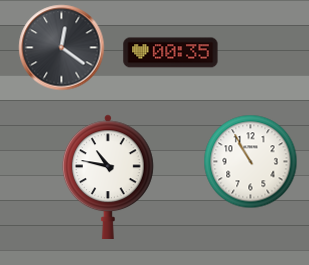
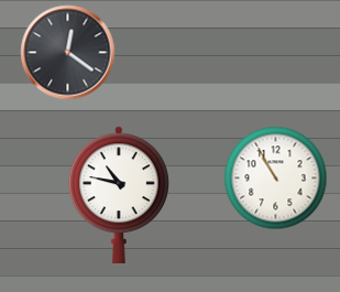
clock at (171, 53): 00:35 -> none
